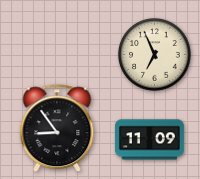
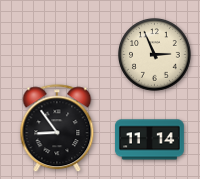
clock at (155, 55): 6:56 -> 2:56
clock at (150, 140): 11:09 -> 11:14
